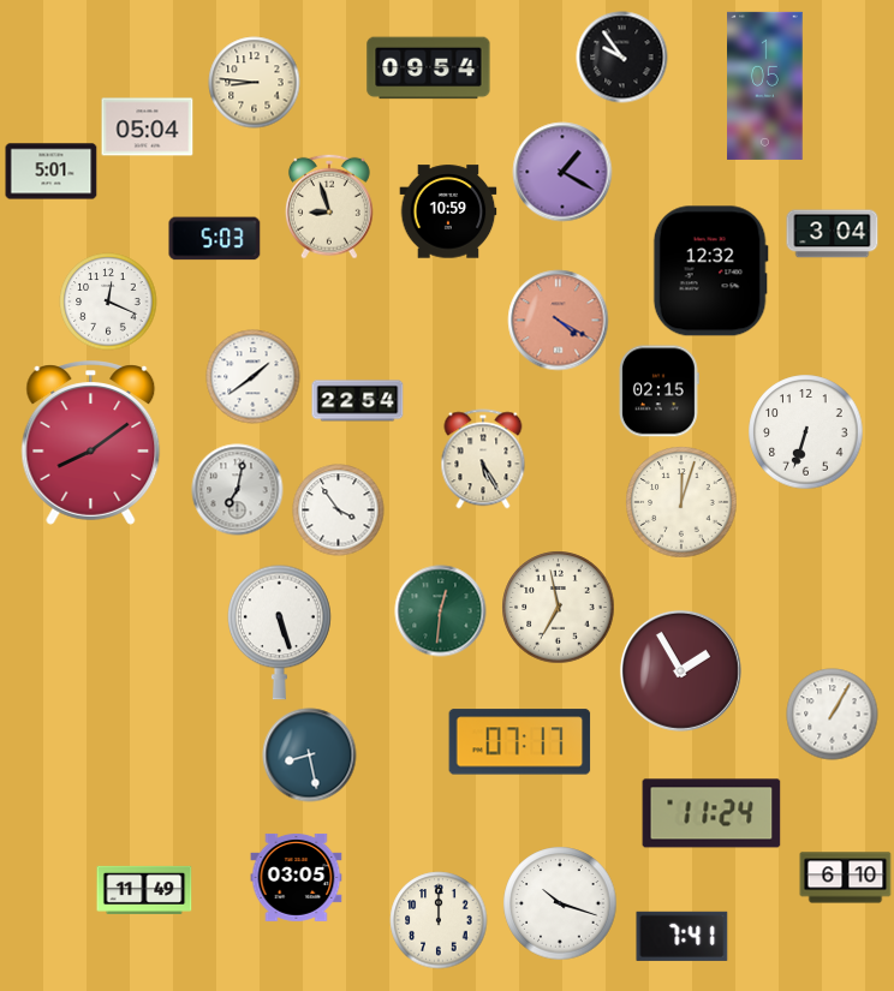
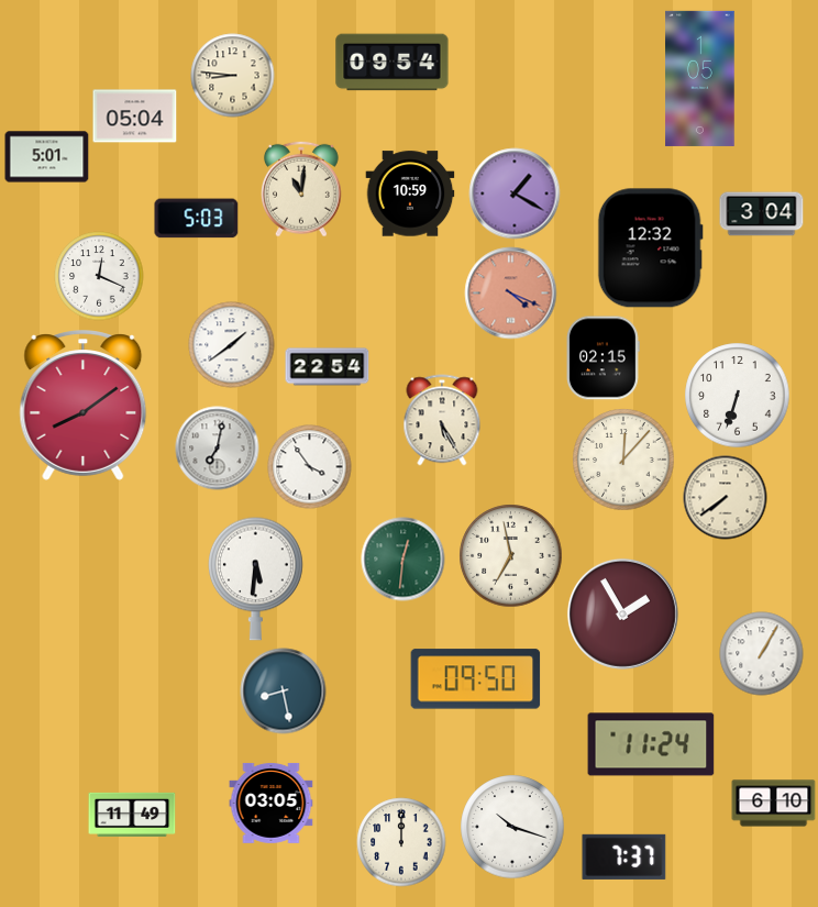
clock at (622, 58): 9:54 -> none
clock at (562, 172) position: (562, 172) -> (515, 193)
clock at (329, 207): 8:57 -> 11:01
clock at (559, 321): 4:20 -> 4:19
clock at (681, 502): 12:03 -> 12:07
clock at (726, 498): none -> 7:39
clock at (280, 632): 5:27 -> 5:31
clock at (520, 742): 07:17 -> 09:50
clock at (683, 936): 7:41 -> 7:37
